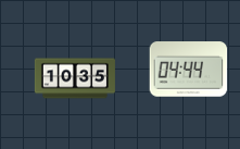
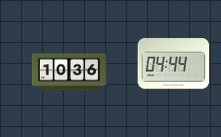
clock at (75, 78): 10:35 -> 10:36
